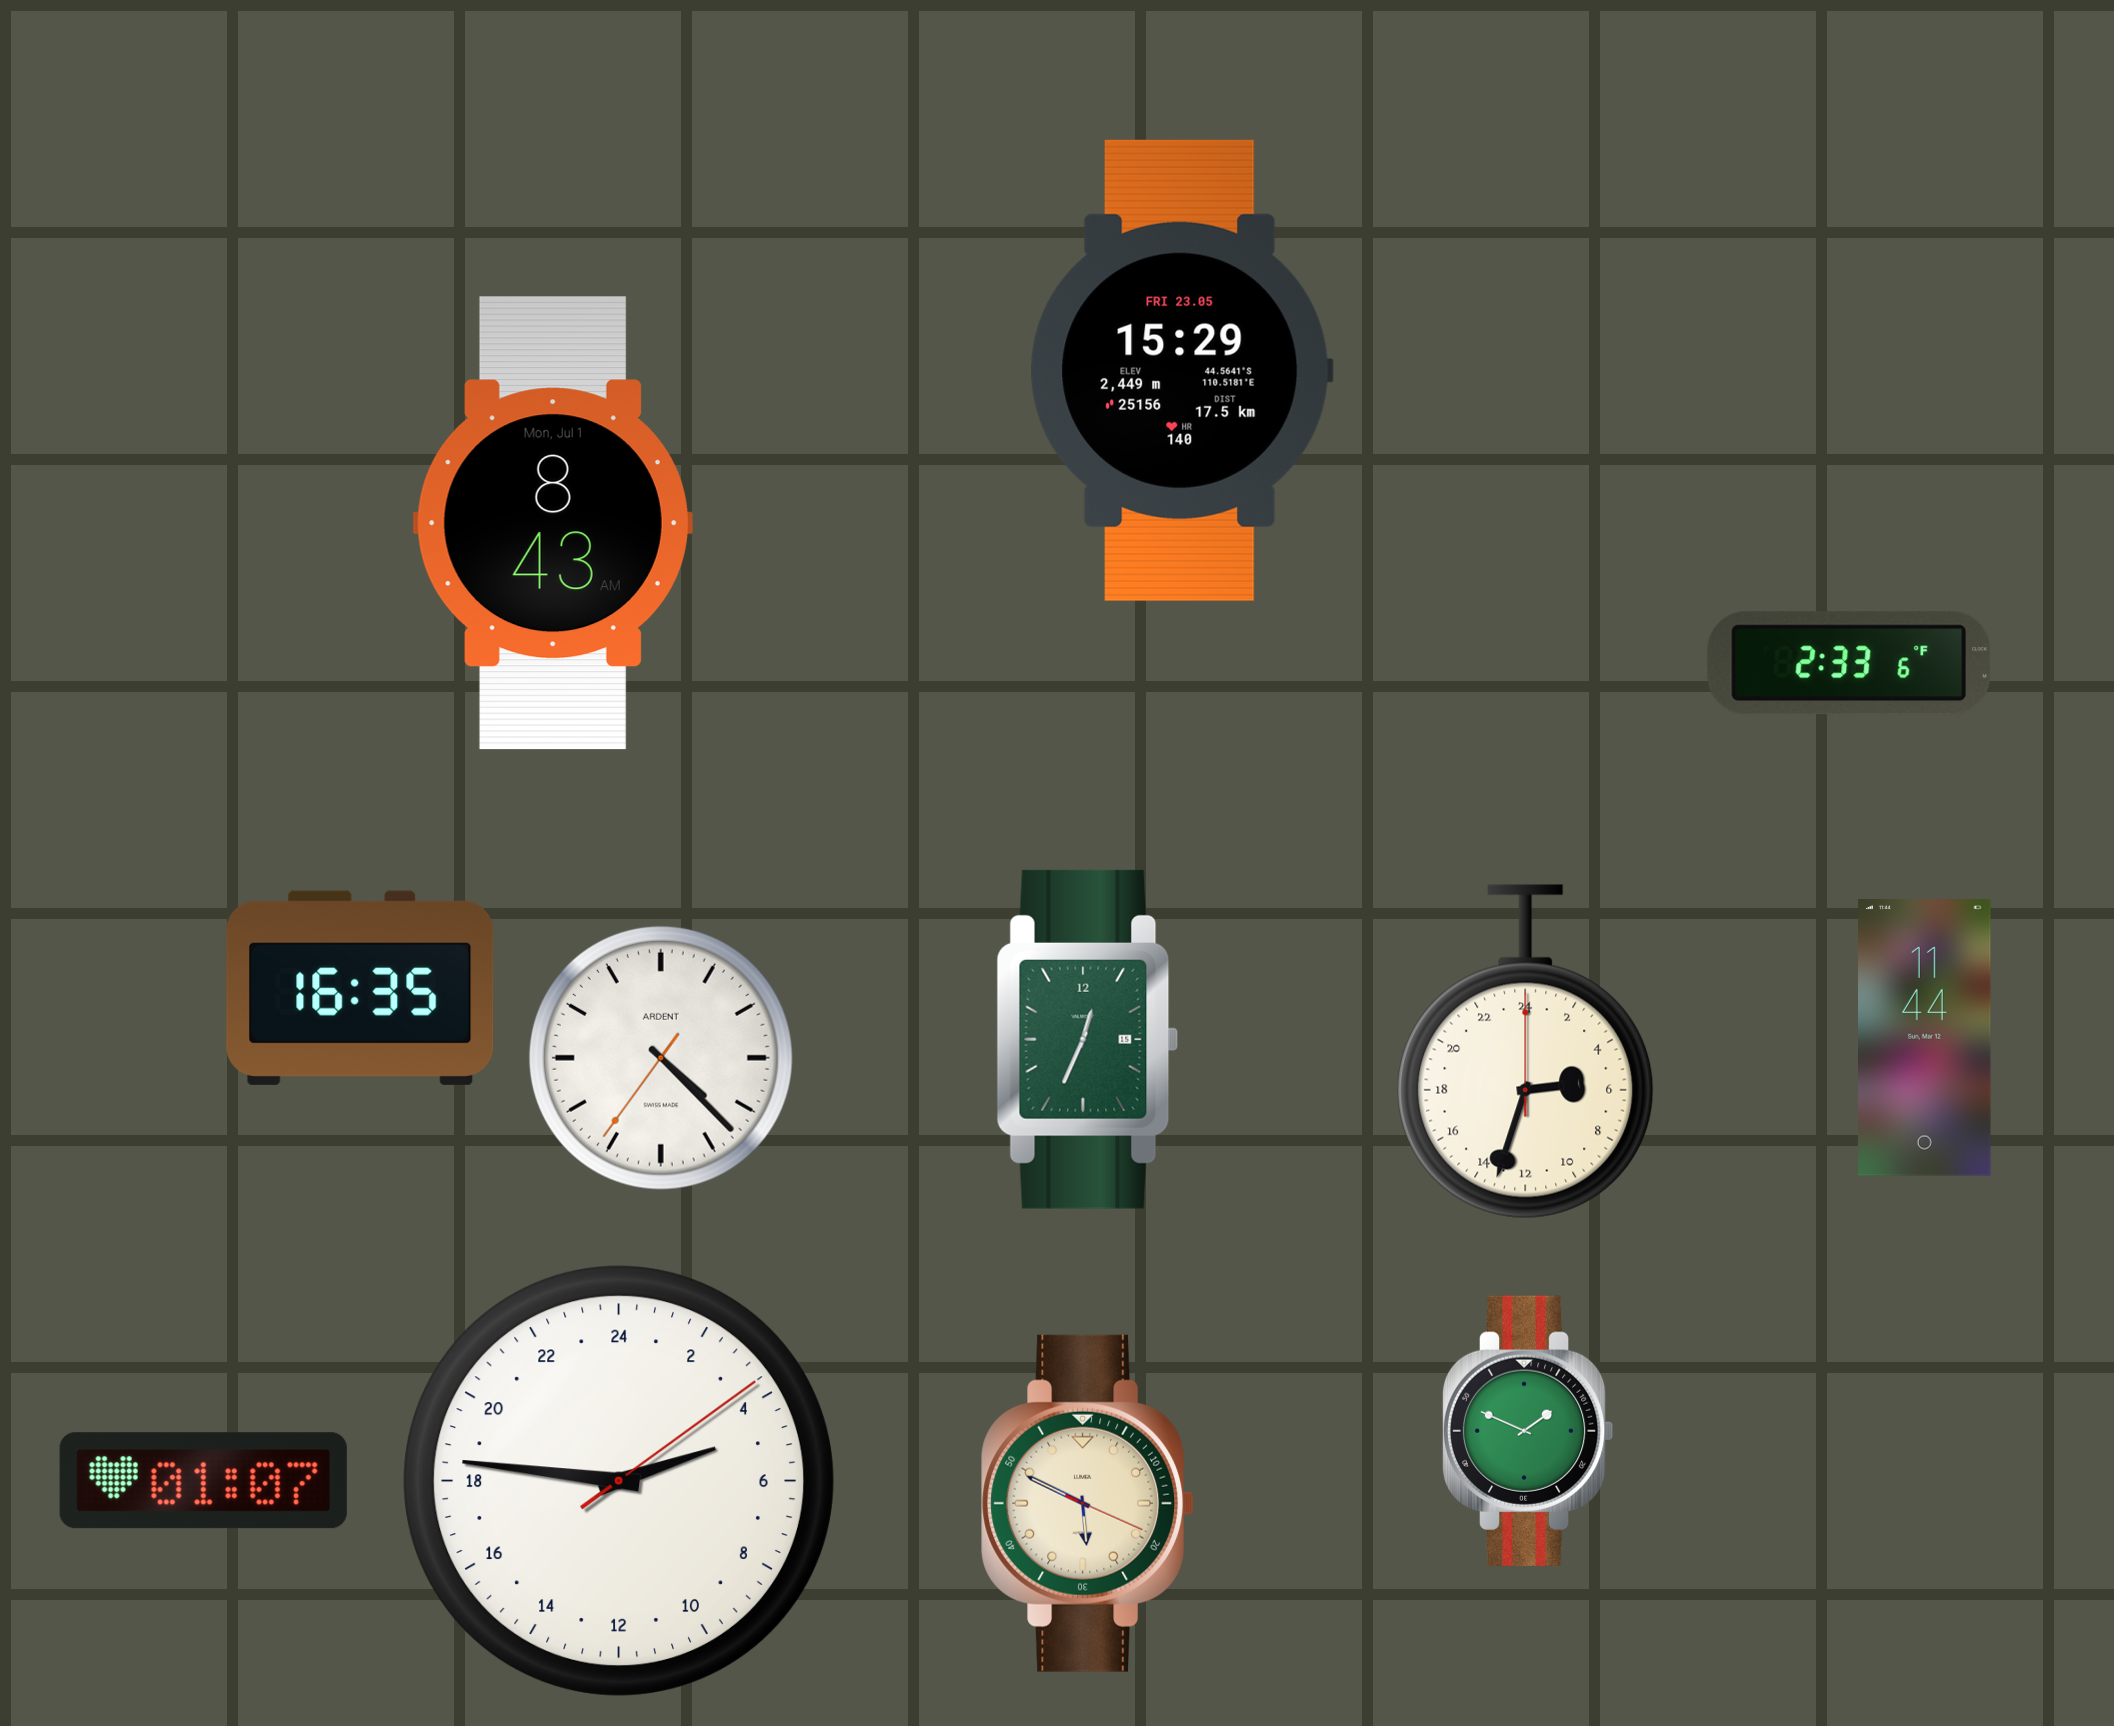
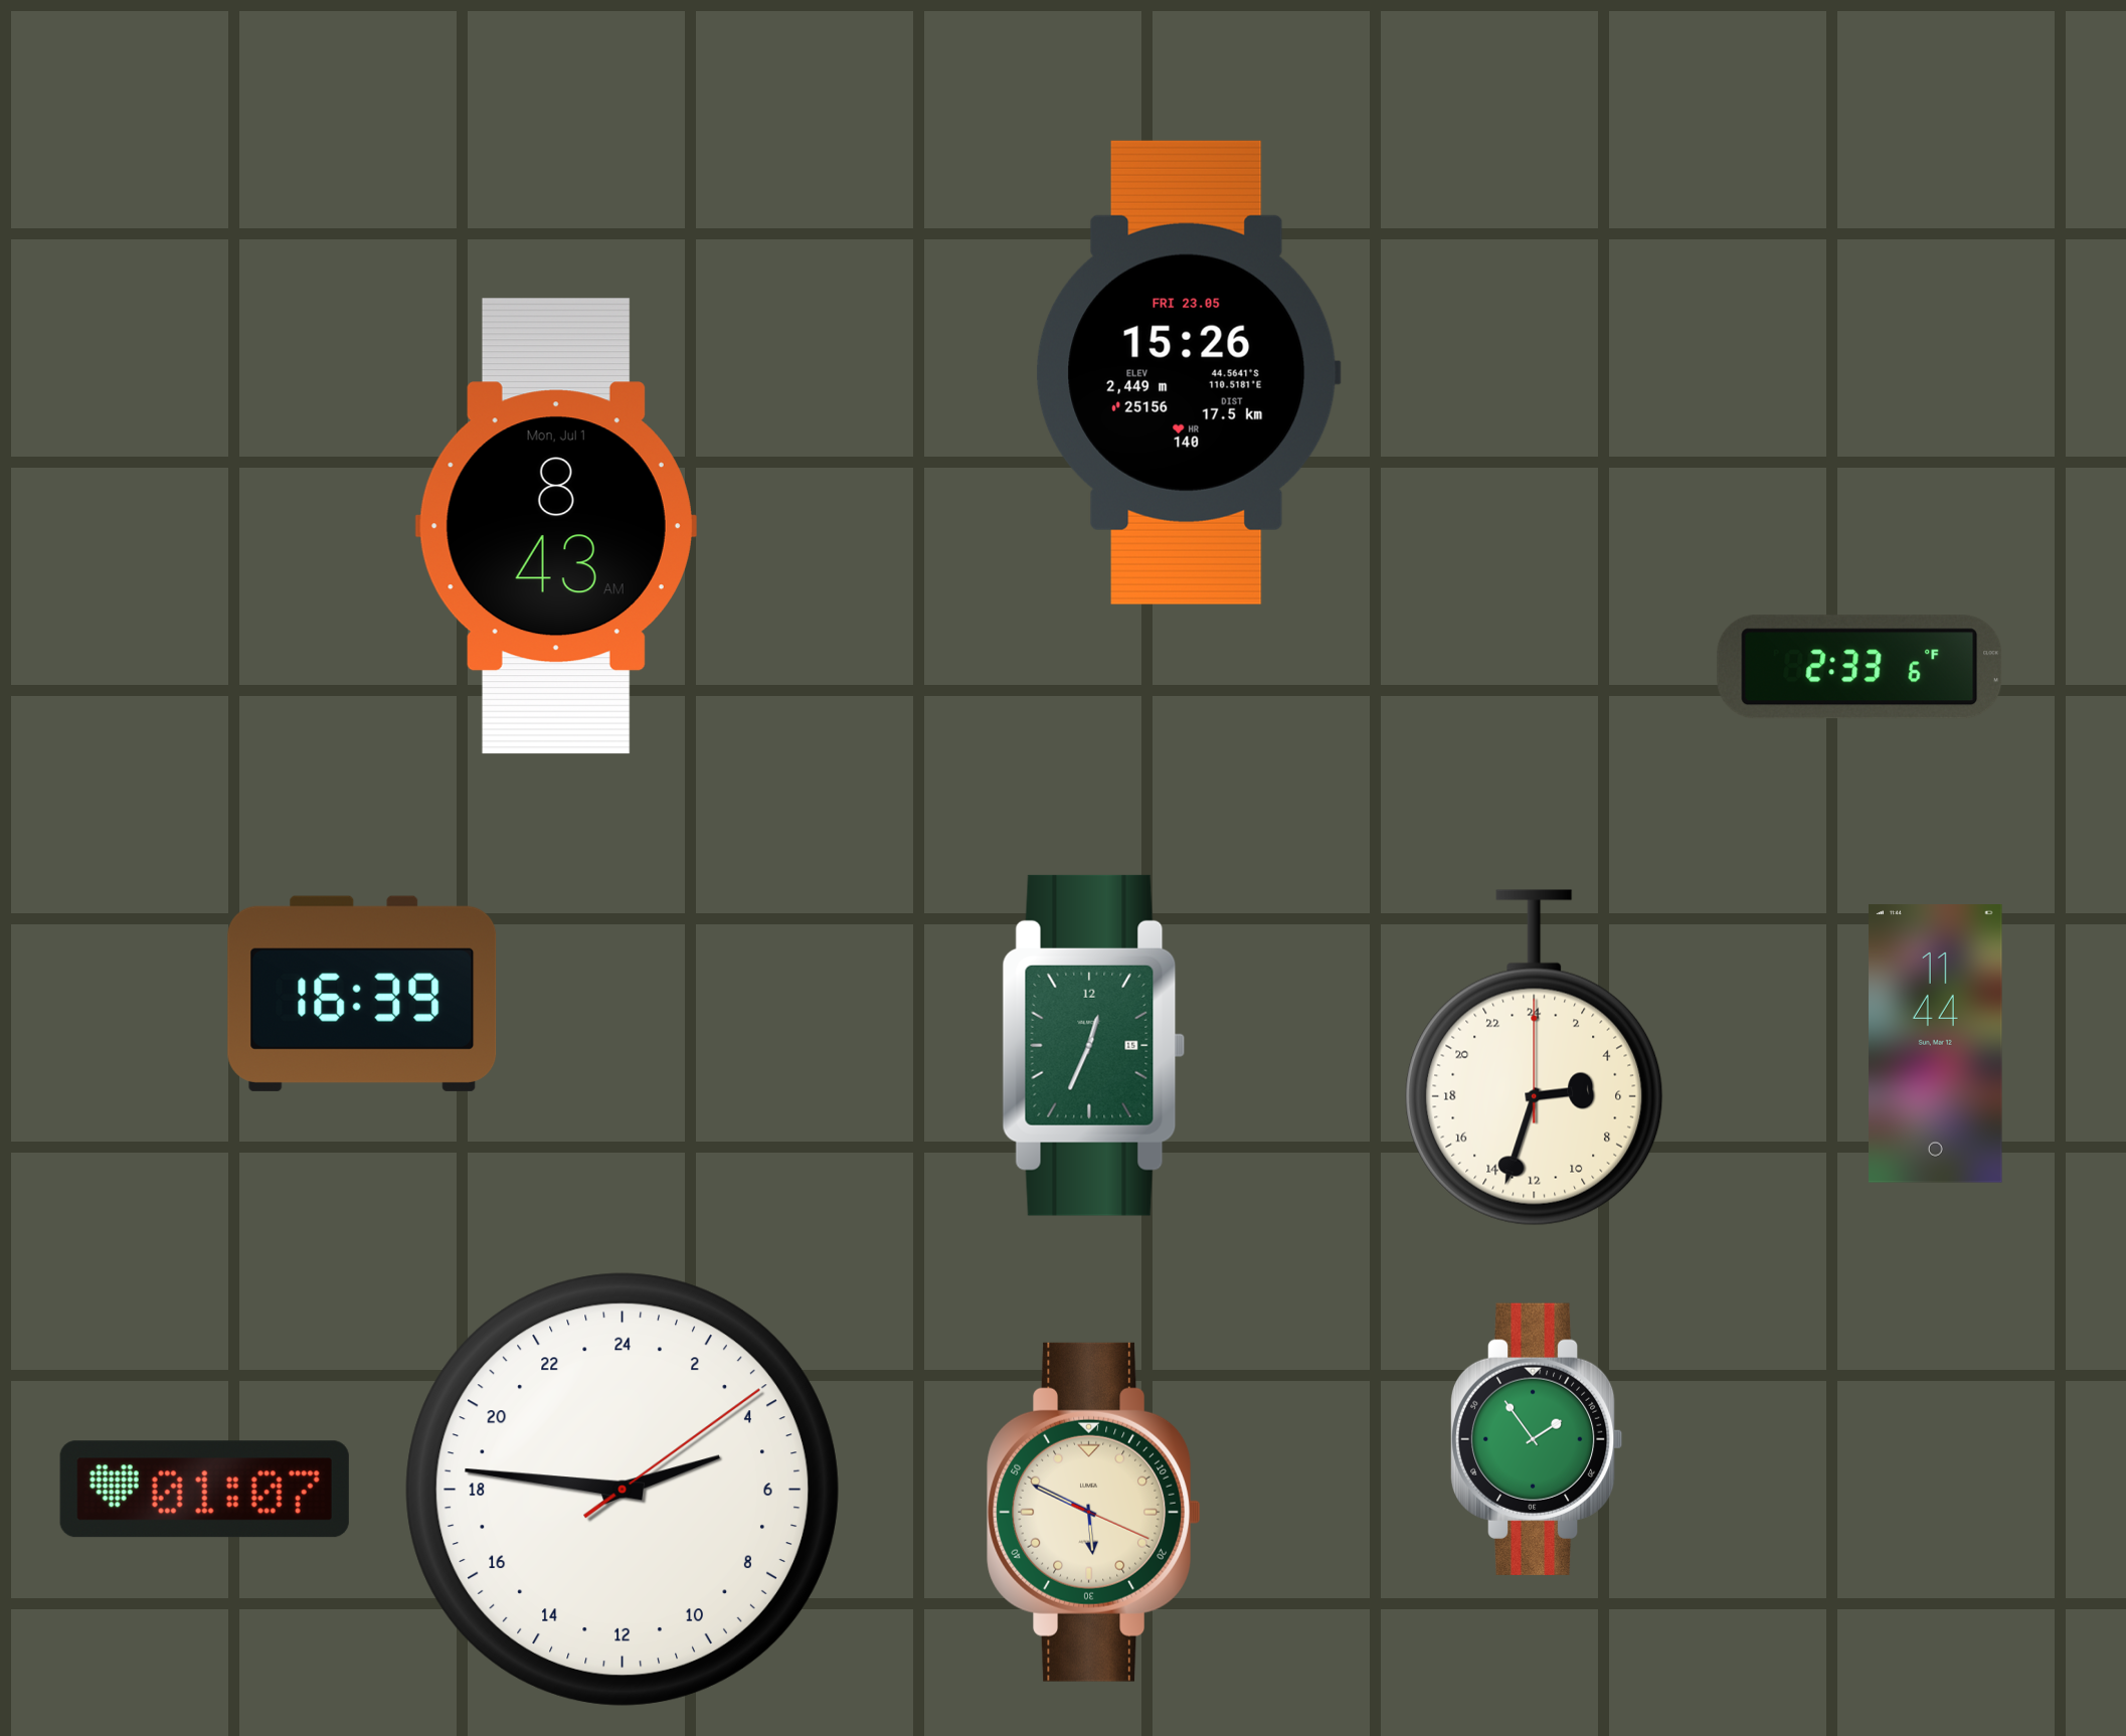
clock at (1181, 370): 15:29 -> 15:26
clock at (360, 988): 16:35 -> 16:39
clock at (661, 1058): 4:22 -> none
clock at (1528, 1431): 1:49 -> 1:54
